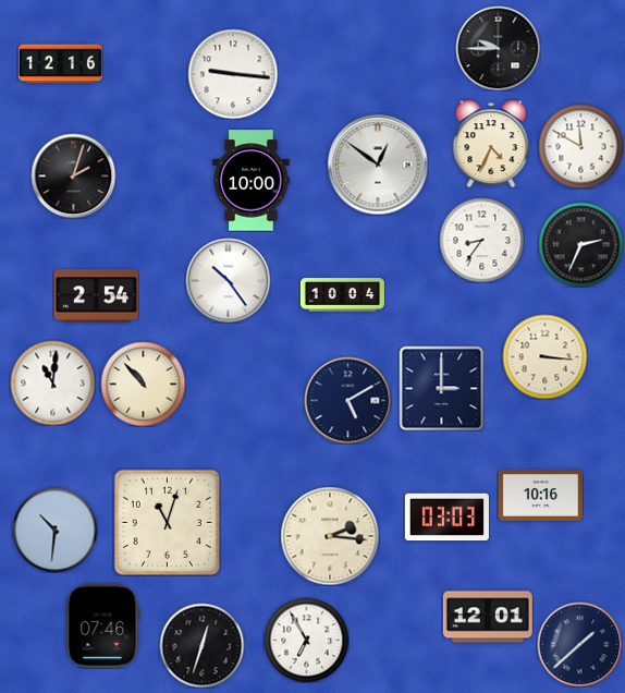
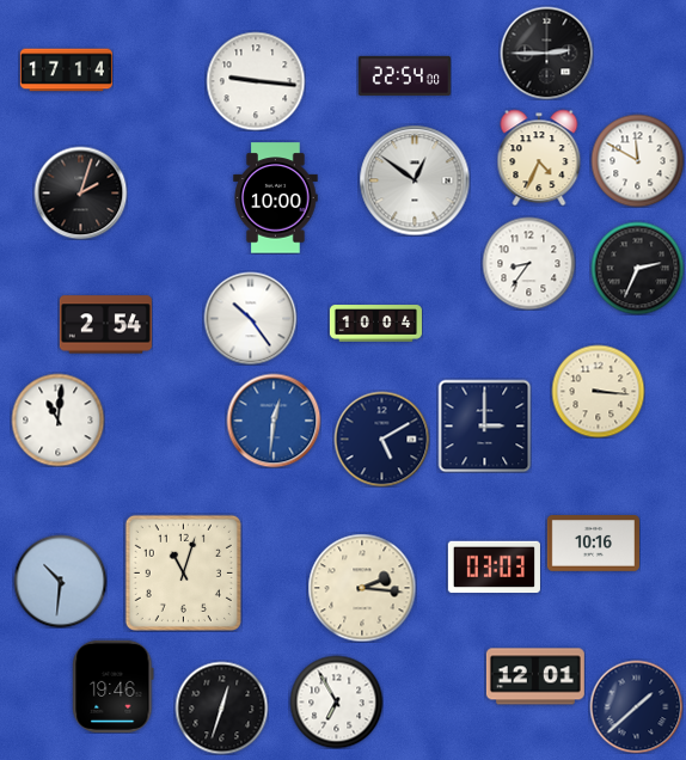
clock at (498, 48): 9:45 -> 2:45
clock at (60, 64): 12:16 -> 17:14
clock at (404, 75): none -> 22:54
clock at (228, 280) position: (228, 280) -> (250, 318)
clock at (143, 384): 10:53 -> none
clock at (274, 421): none -> 12:31
clock at (446, 518) position: (446, 518) -> (494, 568)
clock at (103, 625): 07:46 -> 19:46
